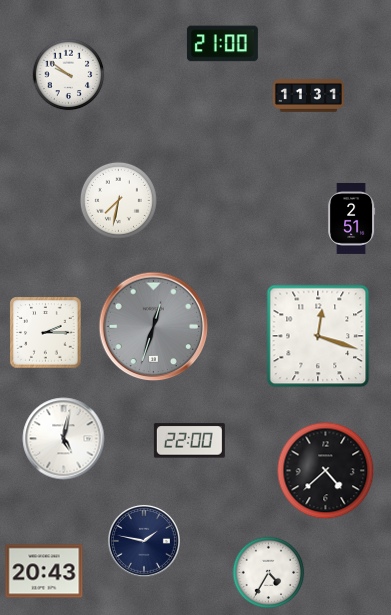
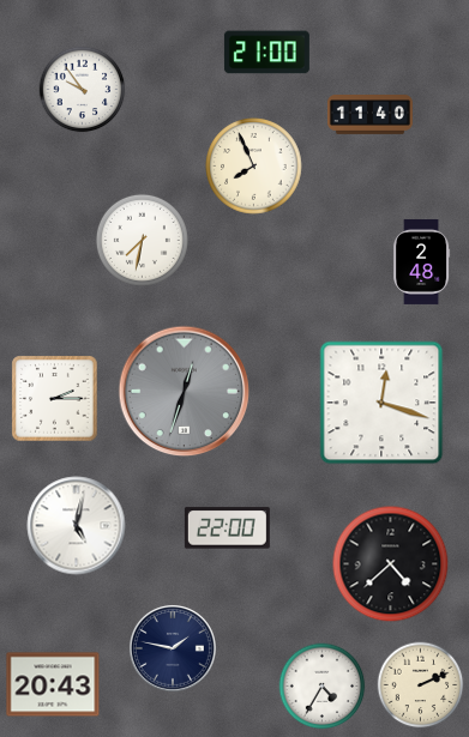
clock at (69, 75): 9:51 -> 9:54
clock at (308, 96): 11:31 -> 11:40
clock at (254, 167): none -> 7:56
clock at (352, 218): 2:51 -> 2:48
clock at (421, 685): none -> 2:11
